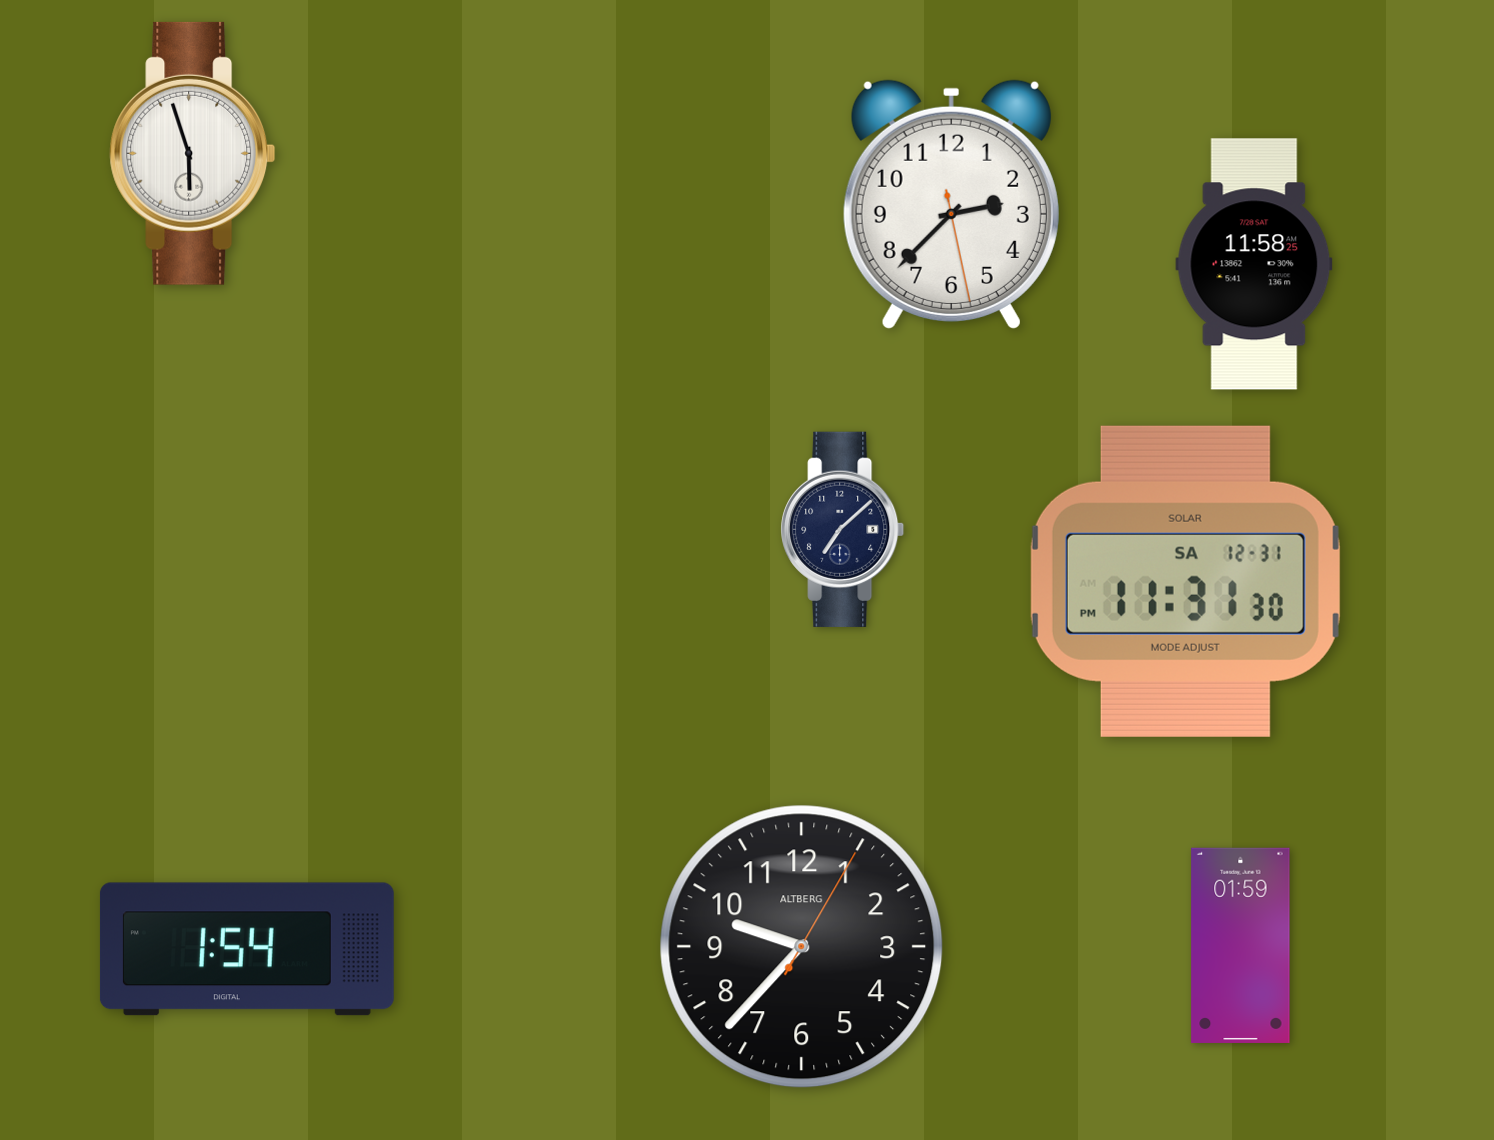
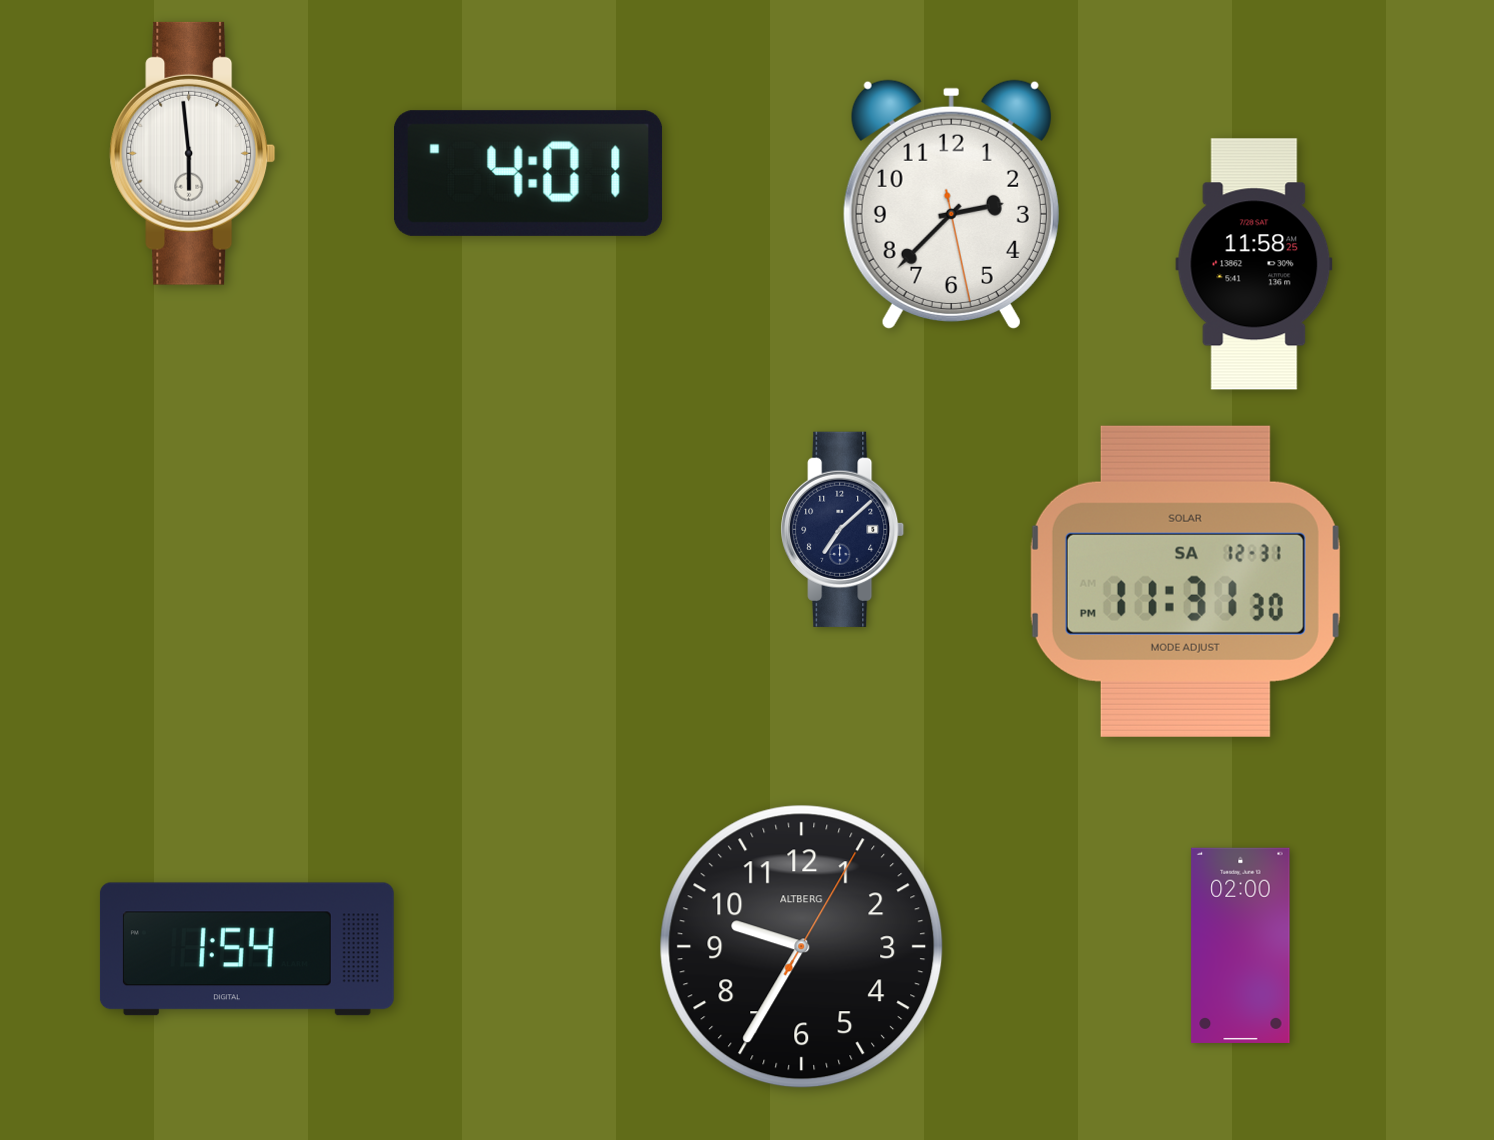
clock at (193, 153): 5:57 -> 5:59
clock at (529, 173): none -> 4:01
clock at (1241, 945): 01:59 -> 02:00
clock at (802, 947): 9:37 -> 9:35
